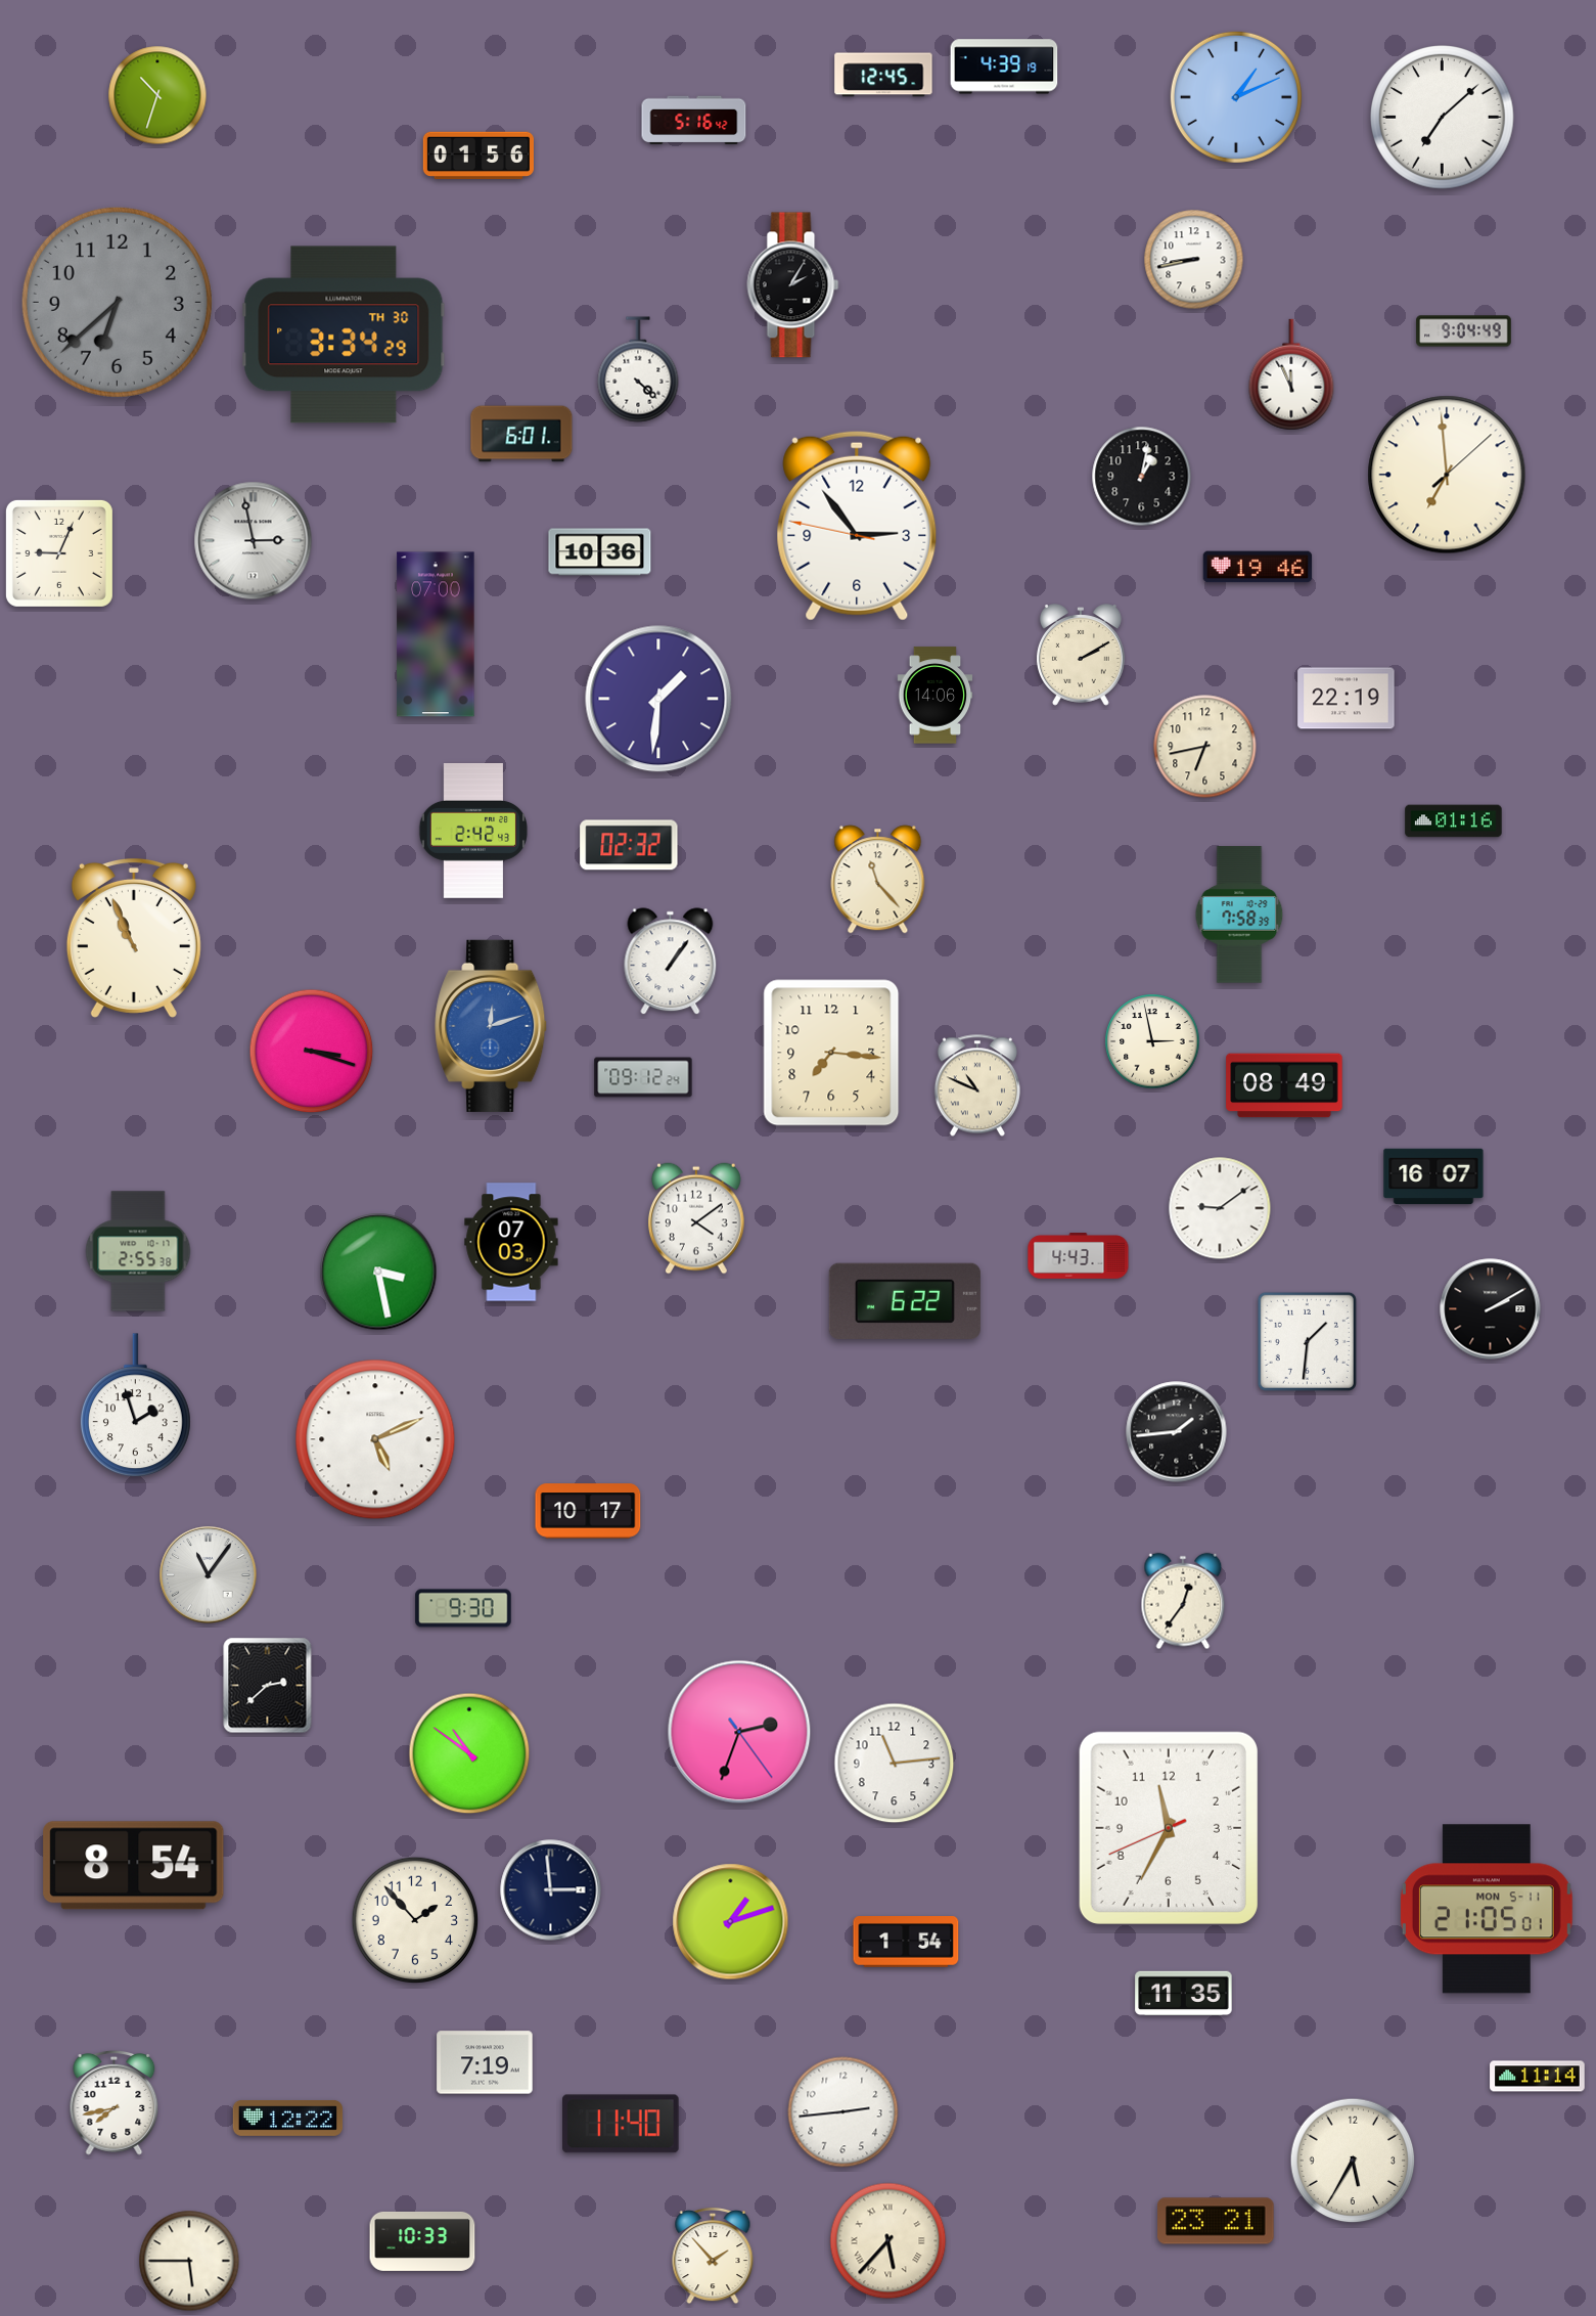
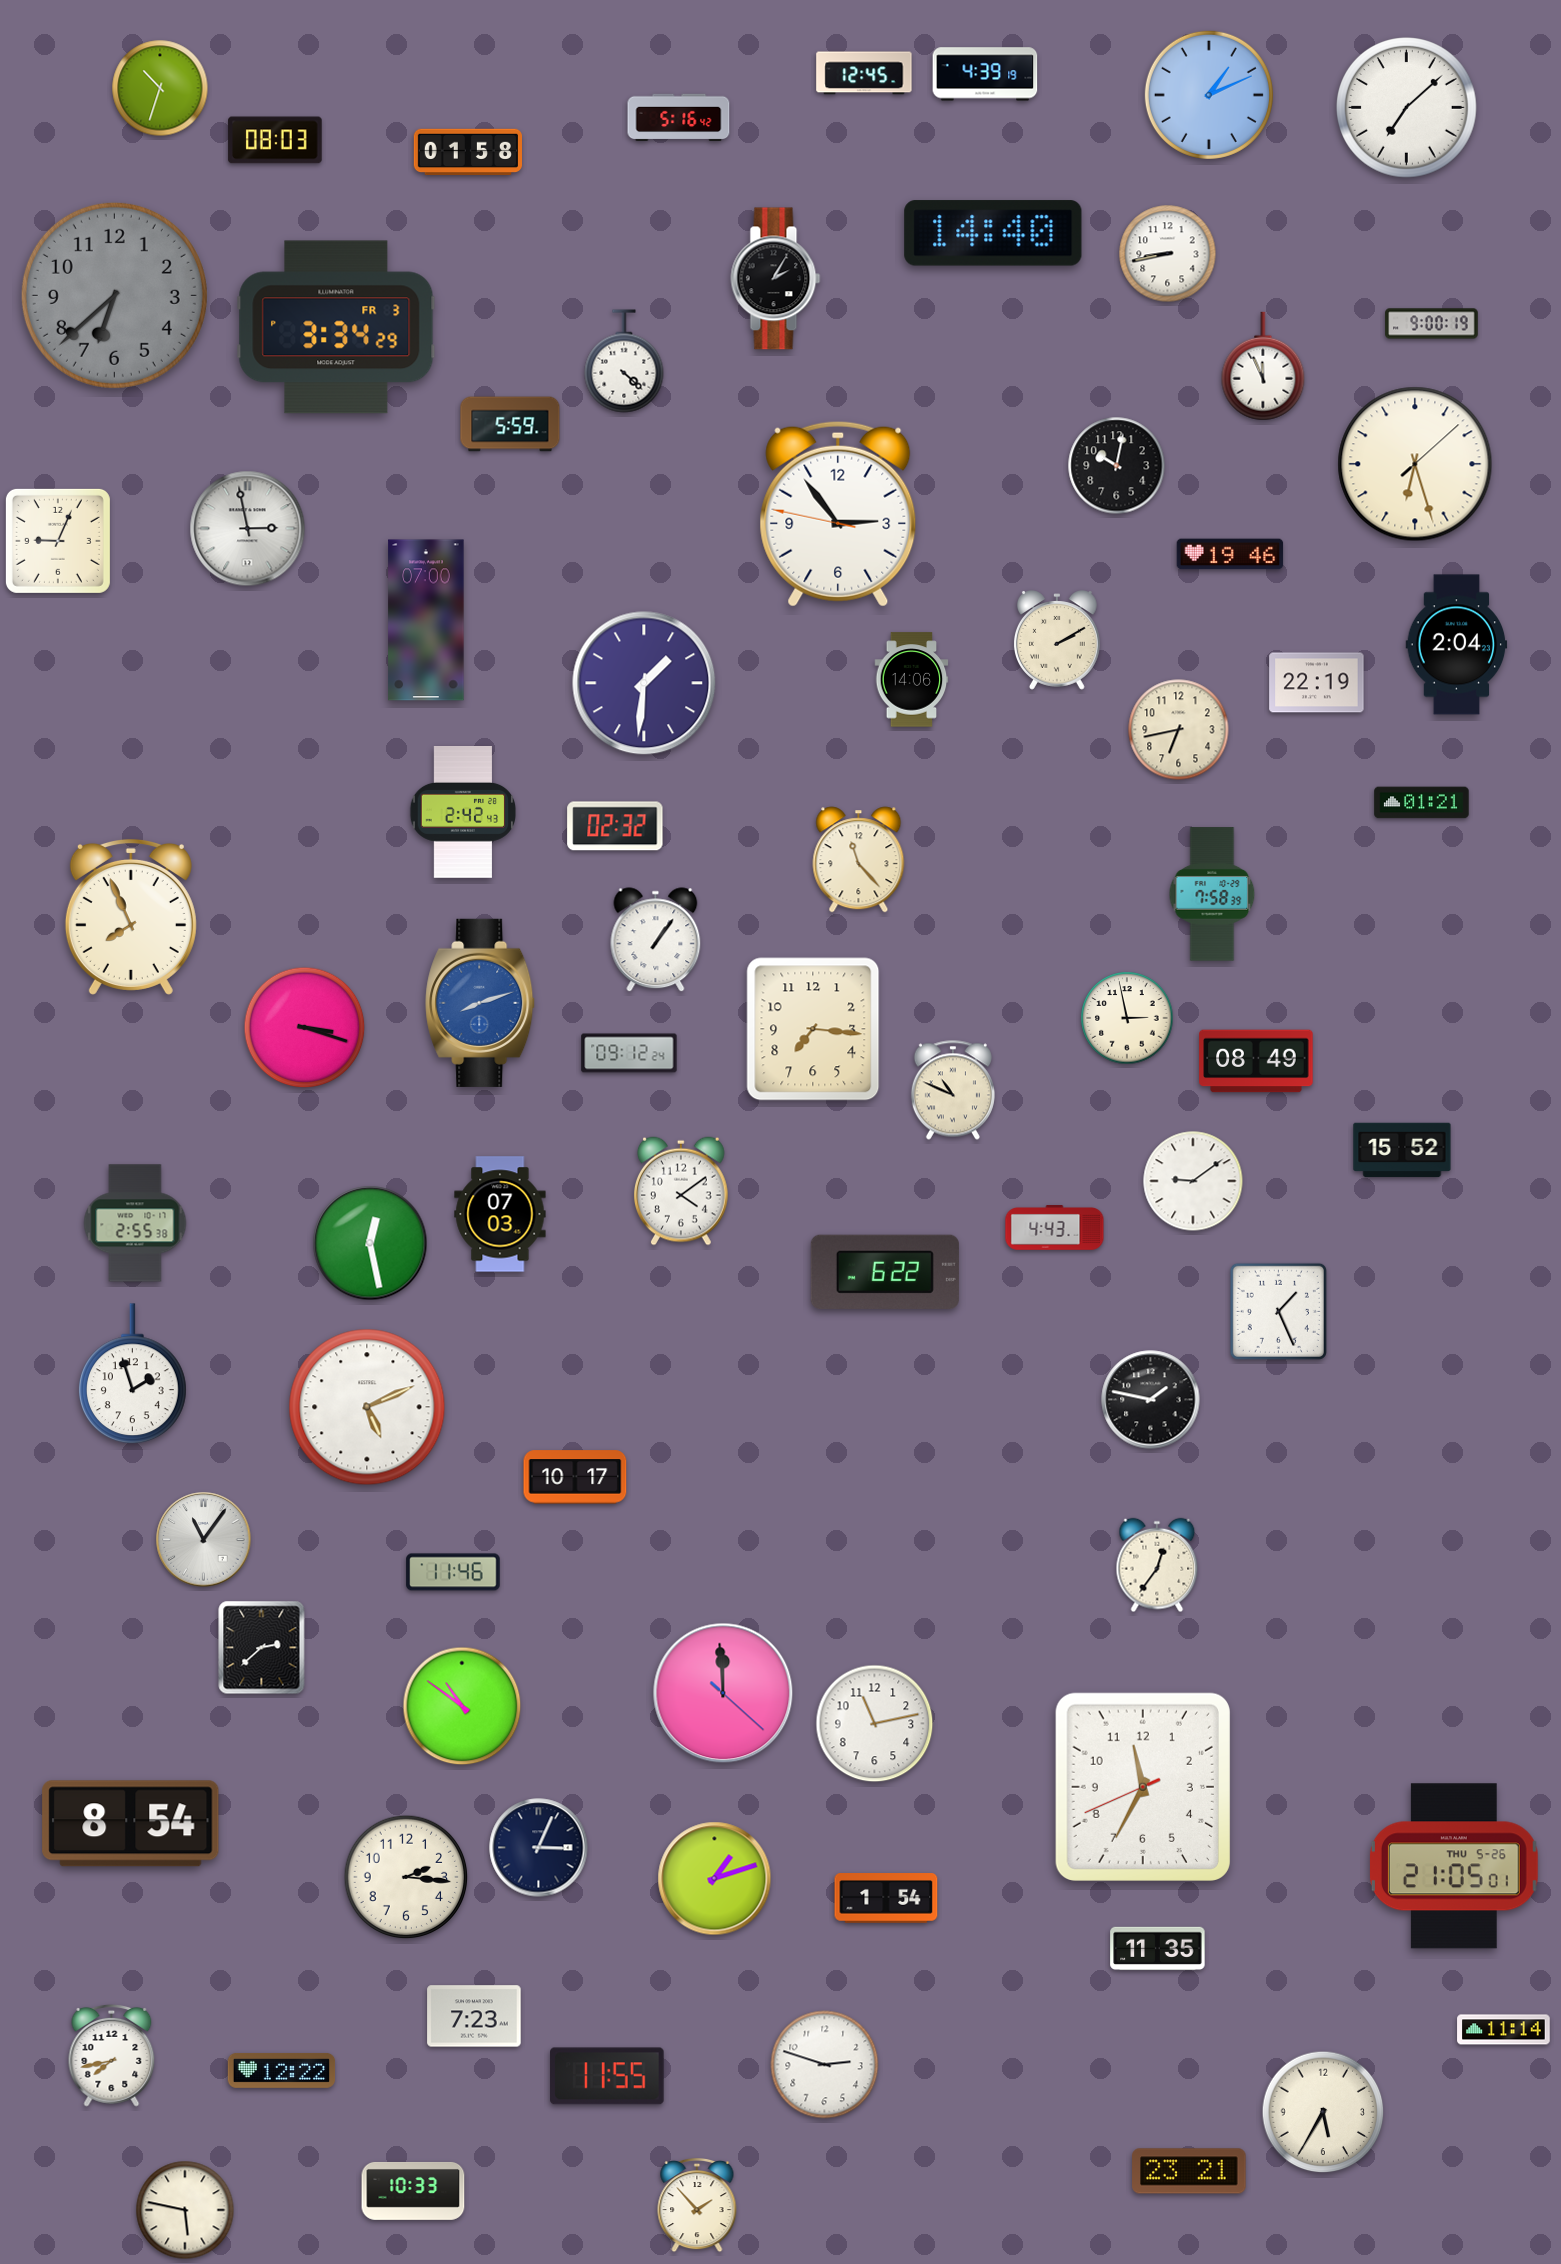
clock at (1004, 66) position: (1004, 66) -> (985, 74)
clock at (157, 95) position: (157, 95) -> (160, 88)
clock at (1443, 118) position: (1443, 118) -> (1407, 108)
clock at (275, 140): none -> 08:03
clock at (477, 155): 01:56 -> 01:58
clock at (993, 233): none -> 14:40
clock at (1464, 331): 9:04 -> 9:00
clock at (344, 335) date: TH 30 -> FR 3
clock at (521, 434): 6:01 -> 5:59
clock at (1447, 475): 6:59 -> 6:27
clock at (1142, 477): 1:02 -> 10:02
clock at (600, 552): 10:36 -> none
clock at (1457, 645): none -> 2:04
clock at (936, 696) position: (936, 696) -> (912, 680)
clock at (1454, 821): 01:16 -> 01:21
clock at (134, 938): 10:56 -> 7:56
clock at (492, 1026): 12:12 -> 8:12
clock at (977, 1085) position: (977, 1085) -> (953, 1090)
clock at (1433, 1176): 16:07 -> 15:52
clock at (378, 1272): 3:28 -> 12:28
clock at (1491, 1309): 2:10 -> none
clock at (1307, 1341): 1:31 -> 1:26
clock at (1177, 1432): 1:44 -> 1:47
clock at (463, 1608): 9:30 -> 11:46
clock at (739, 1732): 2:33 -> 11:59
clock at (469, 1753) position: (469, 1753) -> (462, 1706)
clock at (895, 1764): 11:14 -> 11:13
clock at (551, 1890): 2:59 -> 3:04
clock at (1487, 1909) date: MON 5-11 -> THU 5-26
clock at (415, 1920): 1:53 -> 2:16
clock at (485, 2062): 7:19 -> 7:23
clock at (843, 2112): 2:44 -> 2:48
clock at (621, 2124): 11:40 -> 11:55
clock at (888, 2241): 5:37 -> none
clock at (189, 2261): 5:45 -> 5:47
